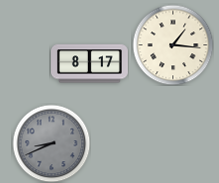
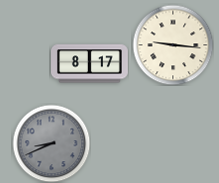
clock at (173, 45): 1:16 -> 9:16
